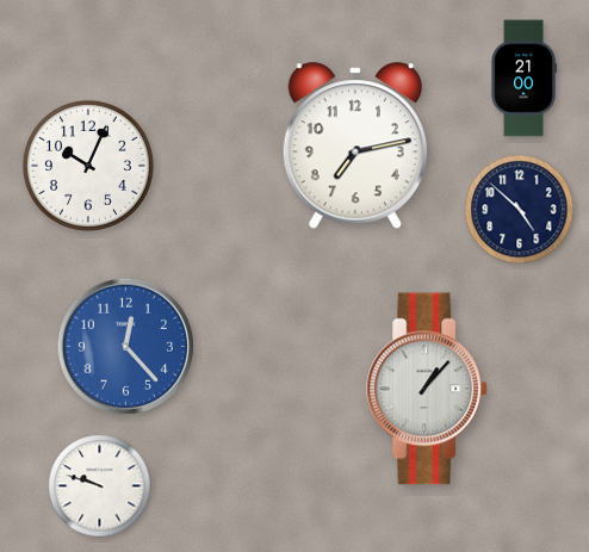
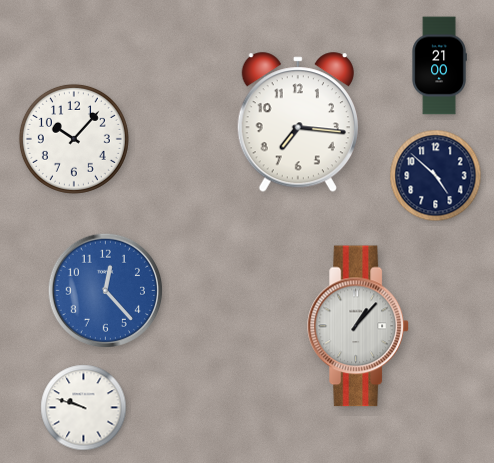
clock at (355, 147): 7:13 -> 7:16
clock at (88, 166): 10:04 -> 10:07
